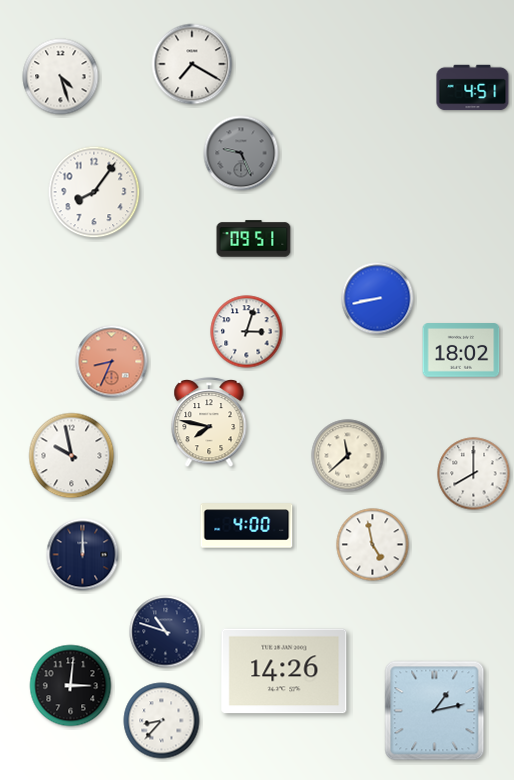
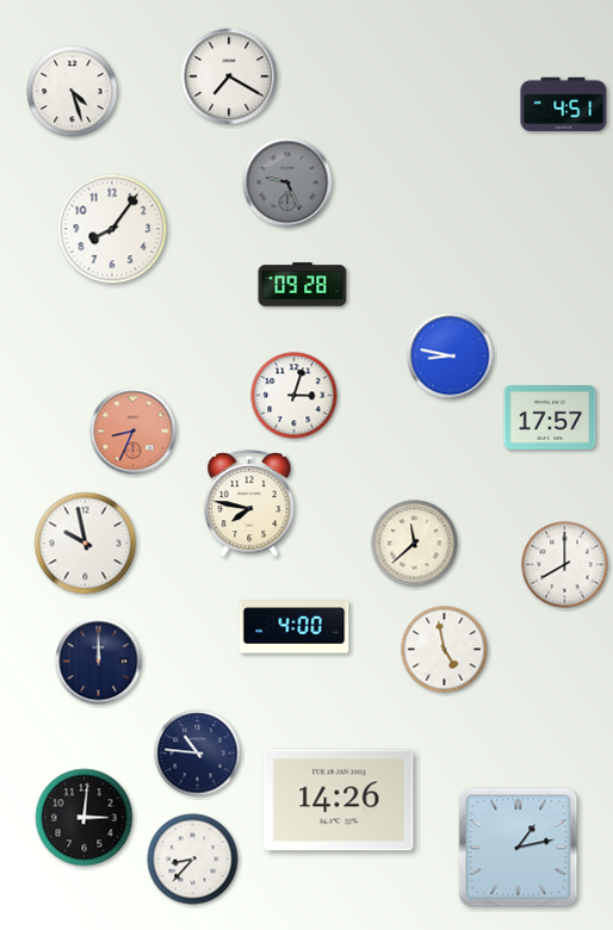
clock at (254, 239): 09:51 -> 09:28
clock at (378, 299): 8:43 -> 8:47
clock at (461, 350): 18:02 -> 17:57
clock at (166, 632): 10:48 -> 10:46
